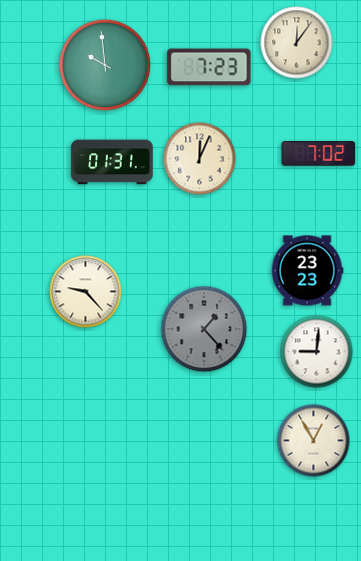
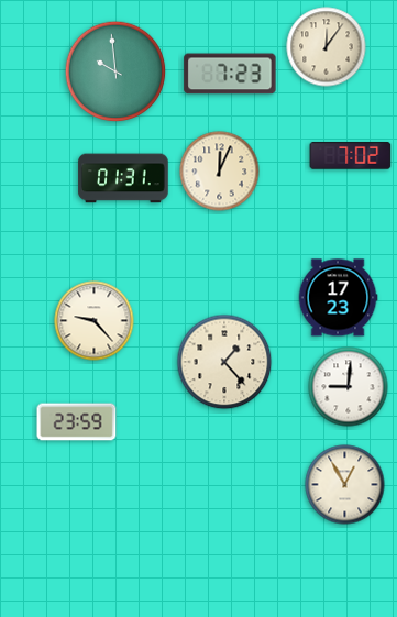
clock at (319, 154) position: (319, 154) -> (351, 156)
clock at (200, 159) position: (200, 159) -> (220, 172)
clock at (307, 271): 23:23 -> 17:23
clock at (204, 329) dial: grey -> cream
clock at (77, 422): none -> 23:59
